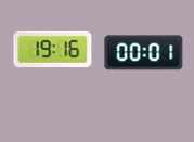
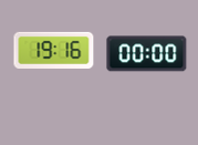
clock at (144, 53): 00:01 -> 00:00
